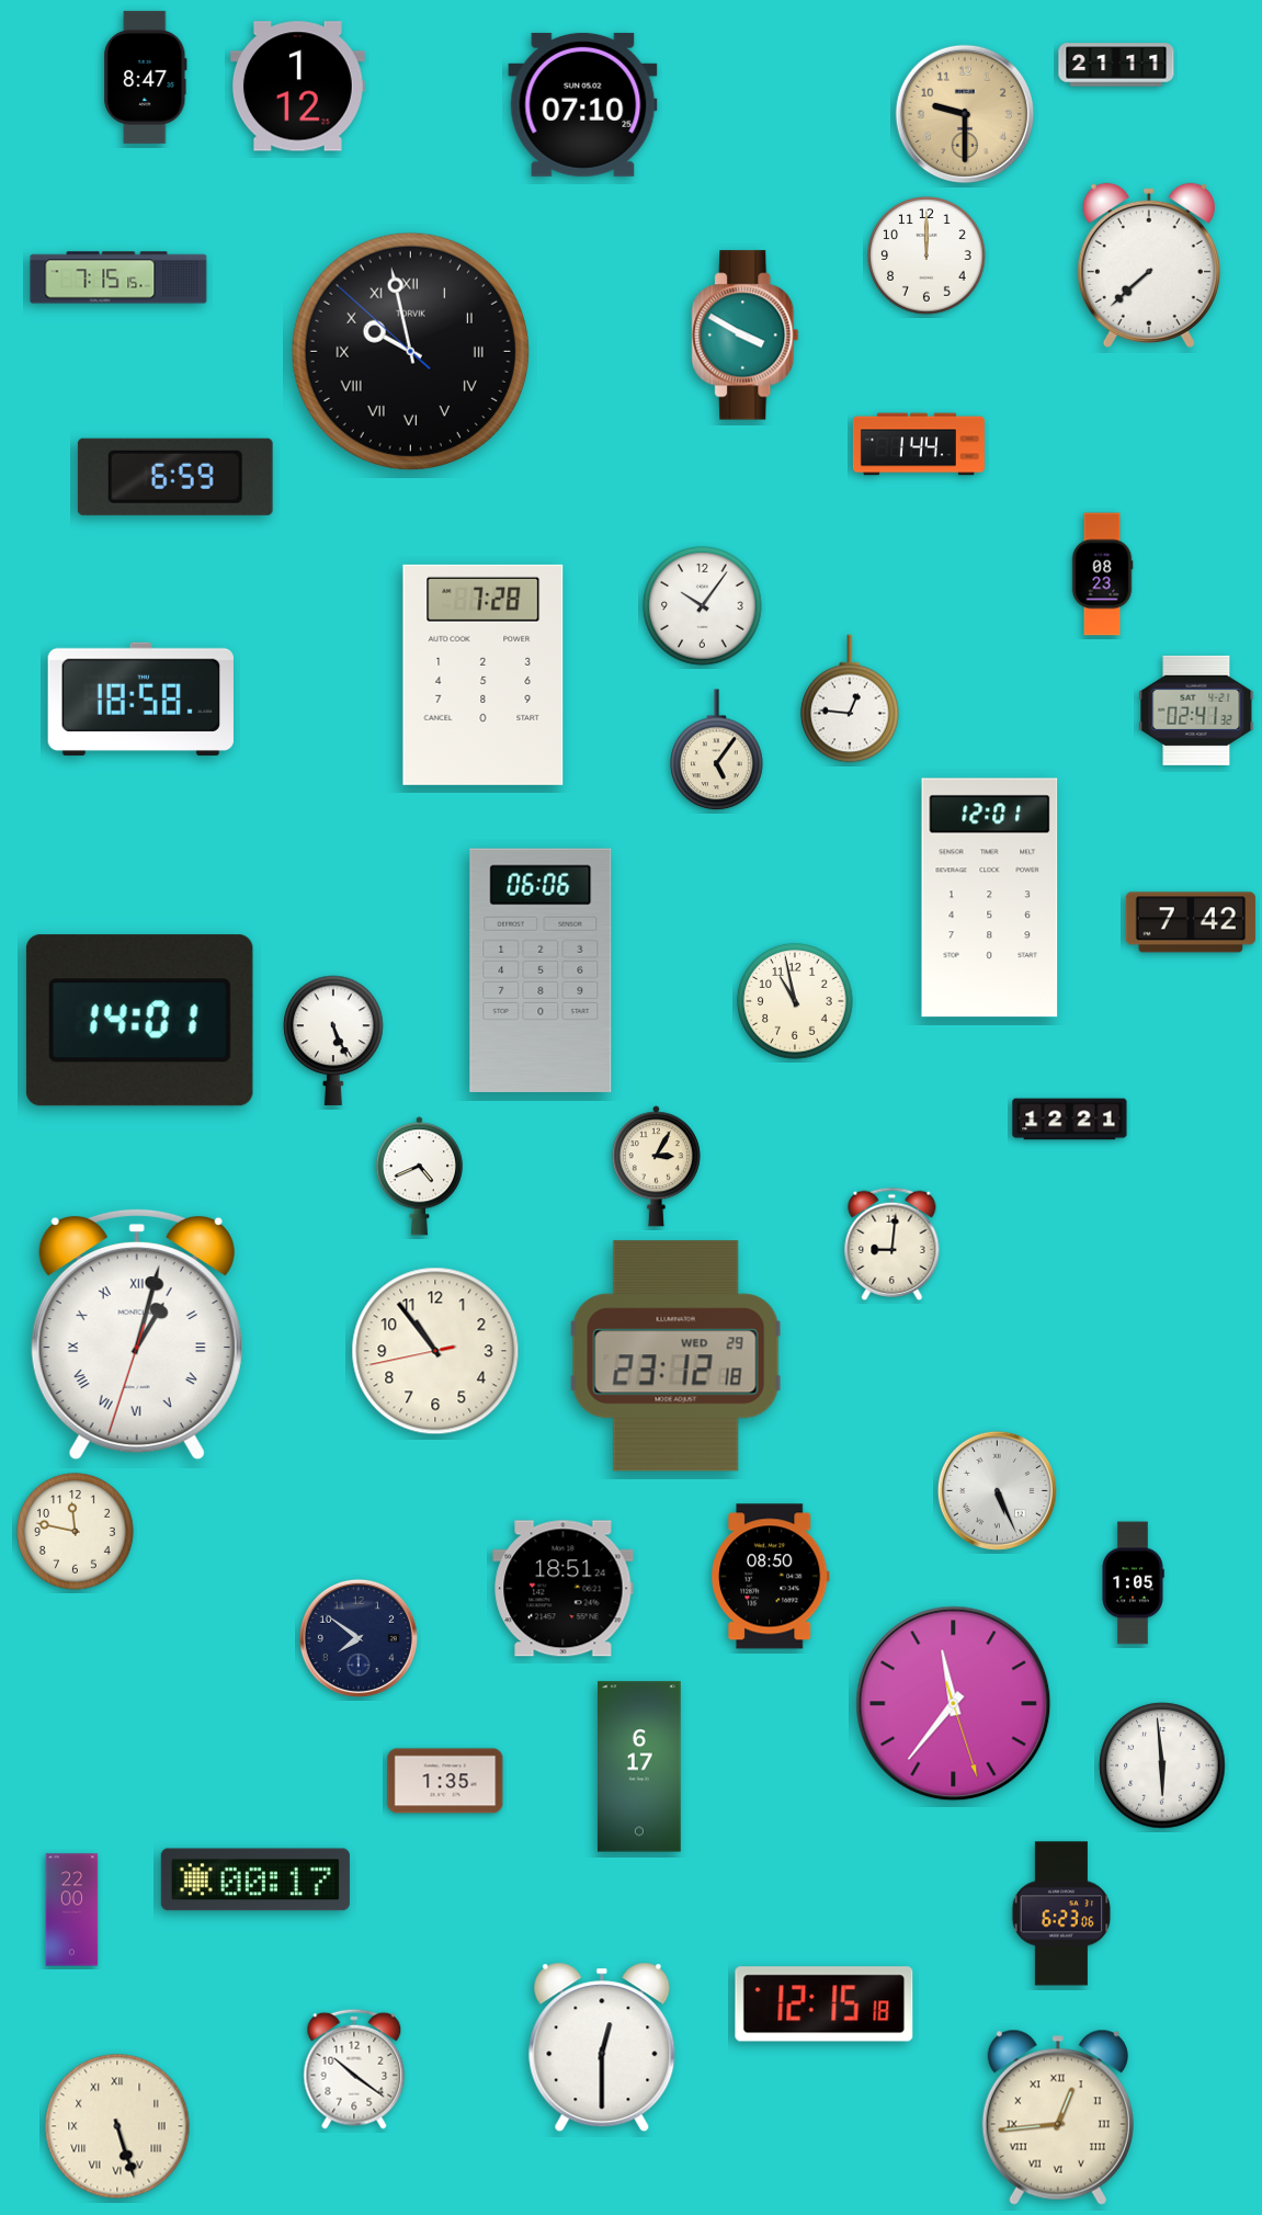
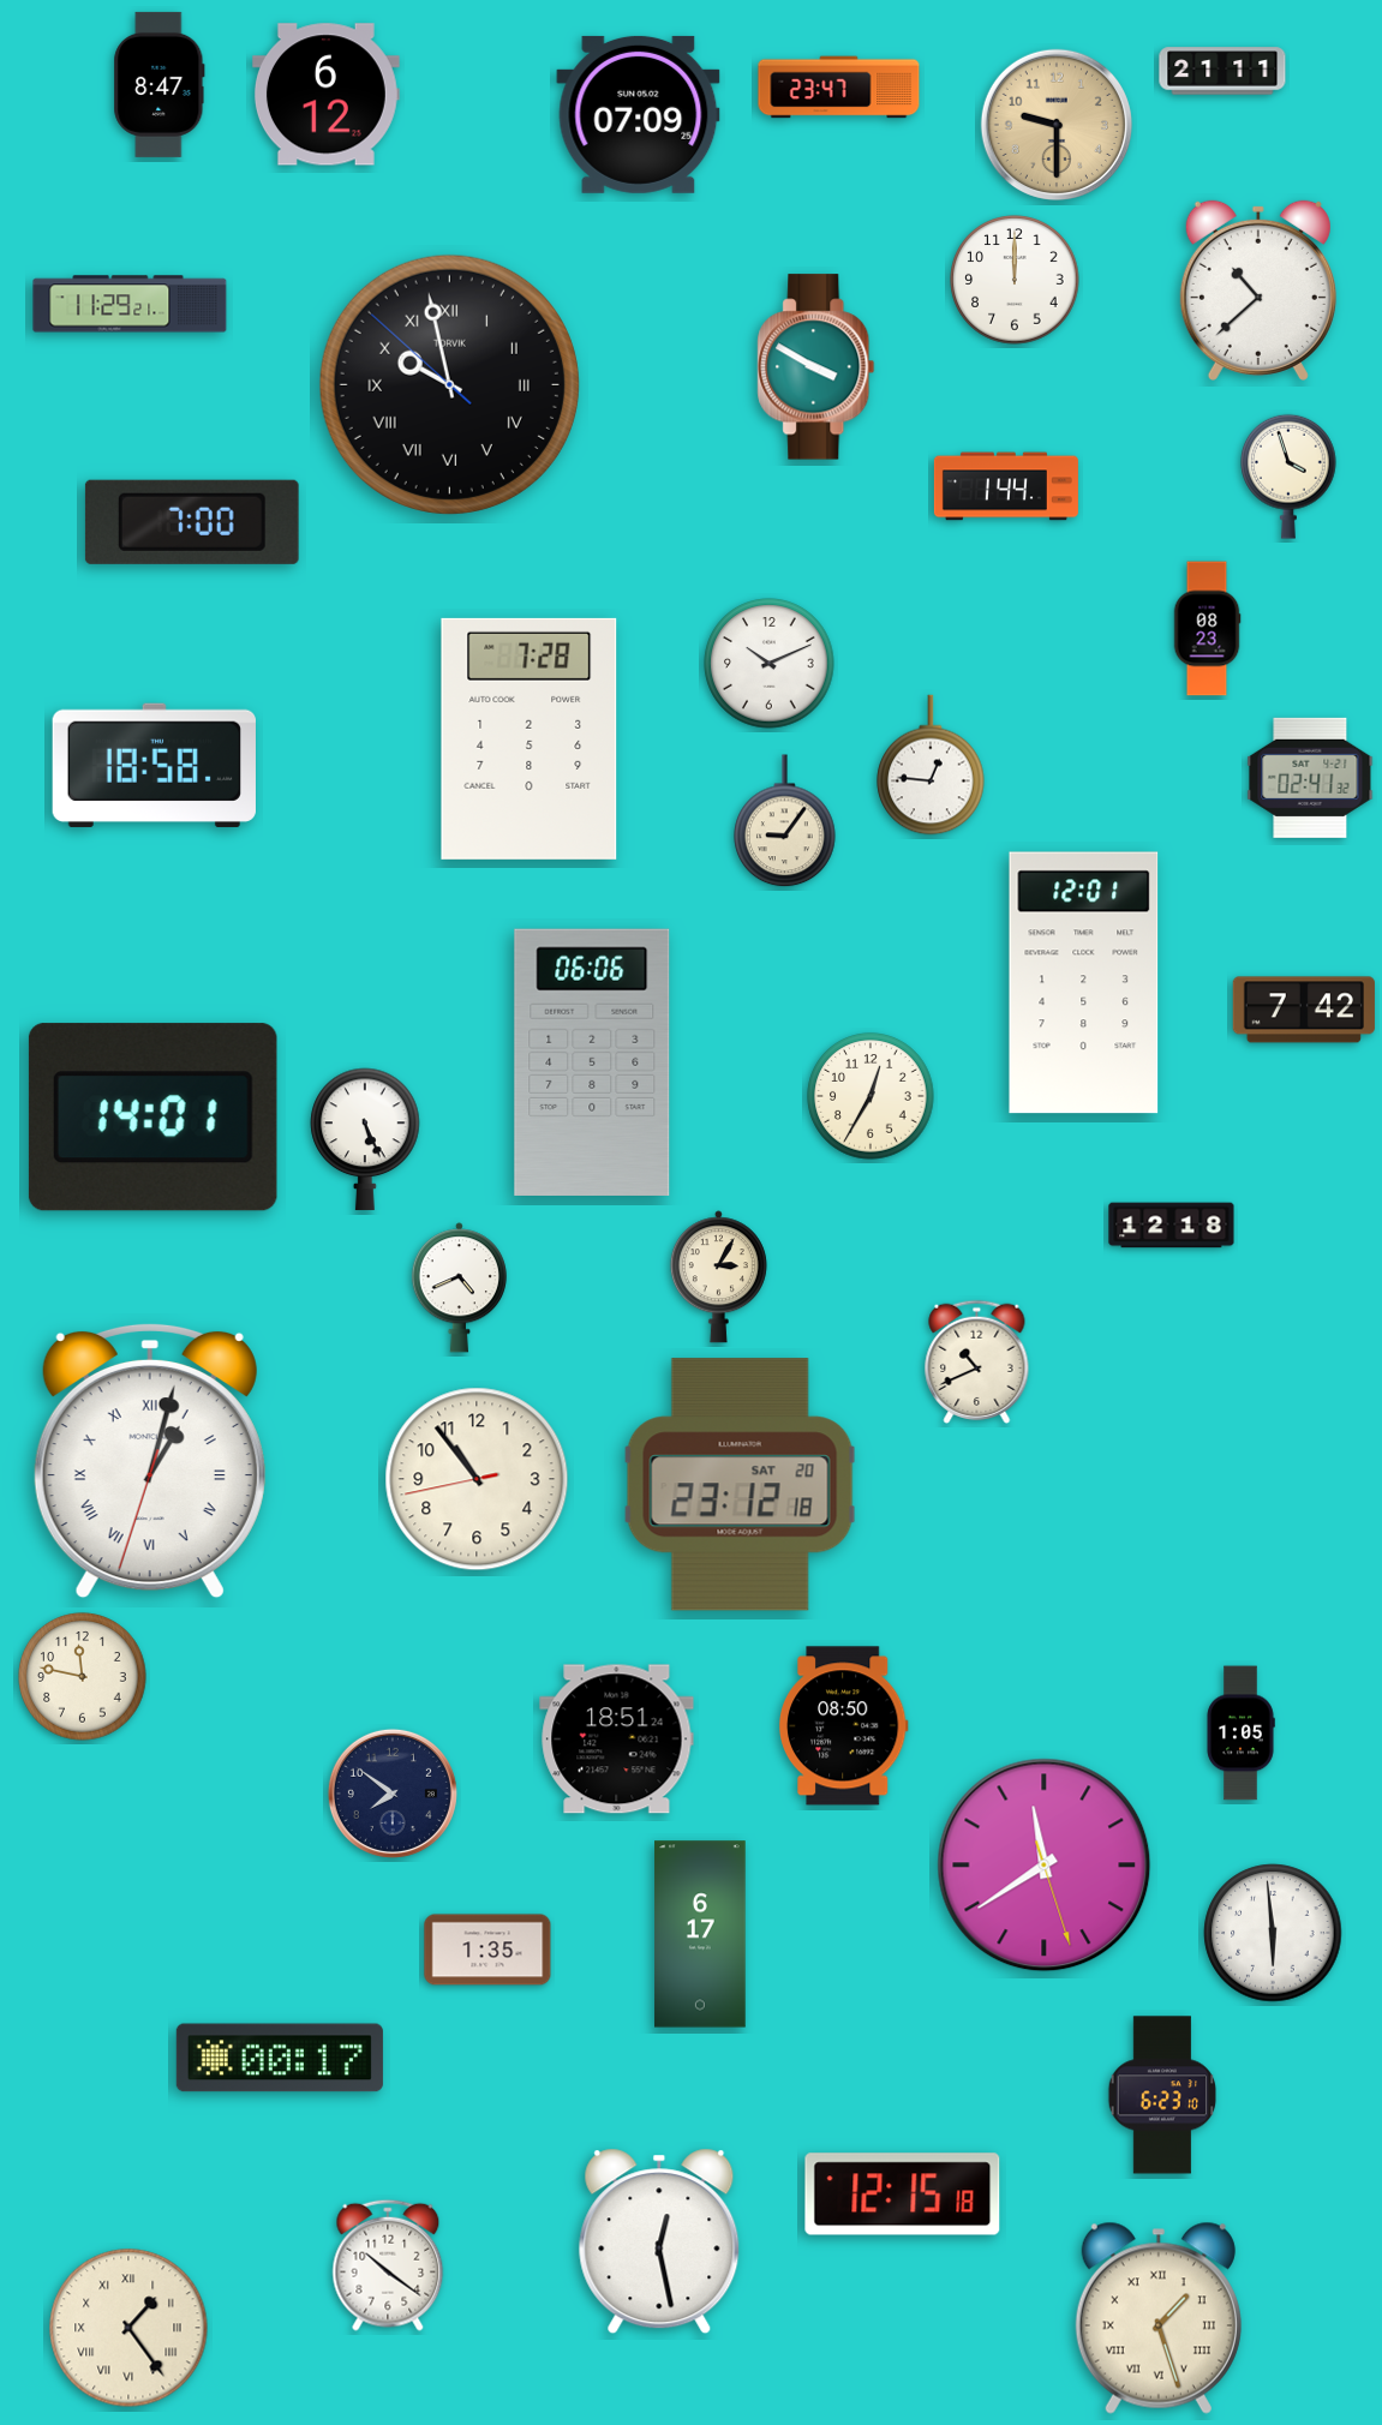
clock at (839, 88): none -> 23:47
clock at (297, 87): 1:12 -> 6:12
clock at (583, 104): 07:10 -> 07:09
clock at (1149, 265): 7:38 -> 10:38
clock at (118, 277): 7:15 -> 11:29
clock at (1290, 477): none -> 3:57
clock at (175, 477): 6:59 -> 7:00
clock at (703, 606): 10:06 -> 10:11
clock at (717, 750): 5:06 -> 9:06
clock at (795, 1001): 10:58 -> 12:35
clock at (1070, 1120): 12:21 -> 12:18
clock at (893, 1243): 9:01 -> 10:41
clock at (675, 1356) date: WED 29 -> SAT 20
clock at (997, 1490): 5:26 -> none
clock at (954, 1704): 11:36 -> 11:39
clock at (72, 1910): 22:00 -> none
clock at (1061, 1913): 6:23:06 -> 6:23:10
clock at (602, 2047): 12:30 -> 12:28
clock at (1058, 2117): 12:44 -> 1:27
clock at (117, 2126): 5:27 -> 1:24
